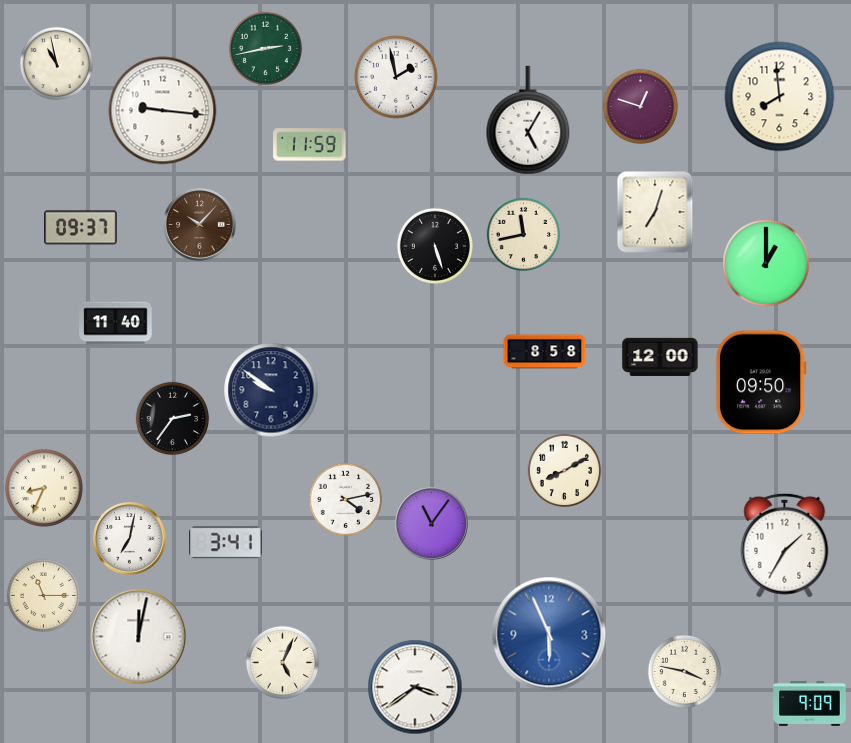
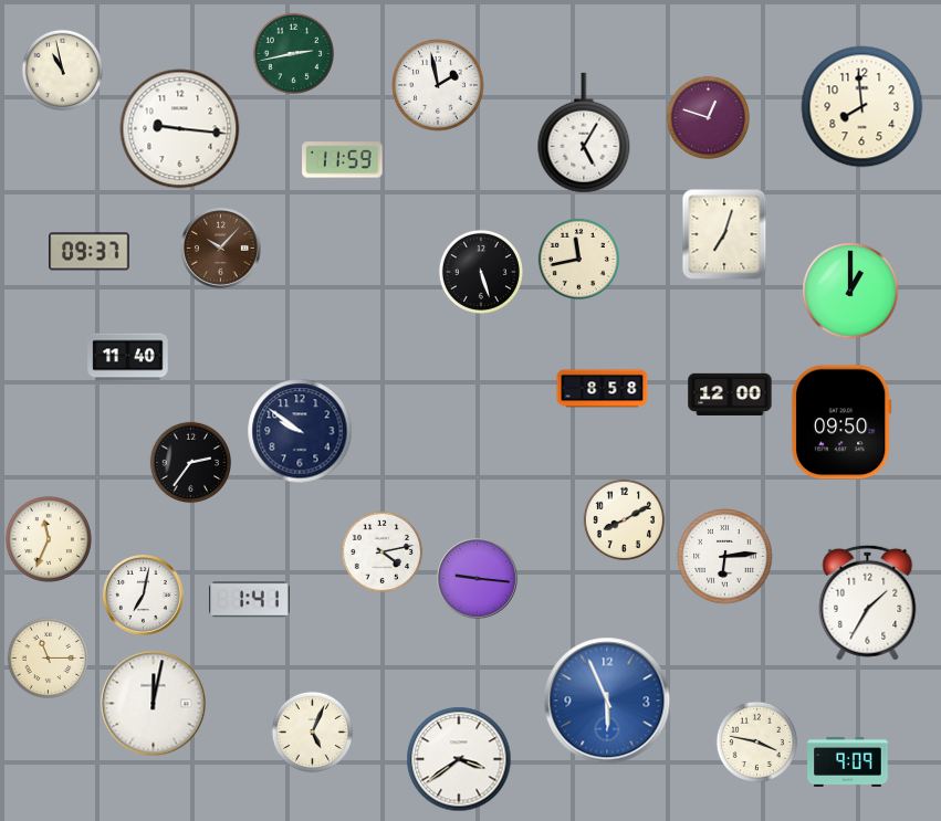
clock at (163, 111) position: (163, 111) -> (180, 129)
clock at (766, 263) position: (766, 263) -> (850, 291)
clock at (44, 488): 8:34 -> 11:34
clock at (725, 557): none -> 6:14
clock at (432, 524): 11:06 -> 9:16
clock at (226, 543): 3:41 -> 1:41
clock at (810, 703) position: (810, 703) -> (848, 761)
